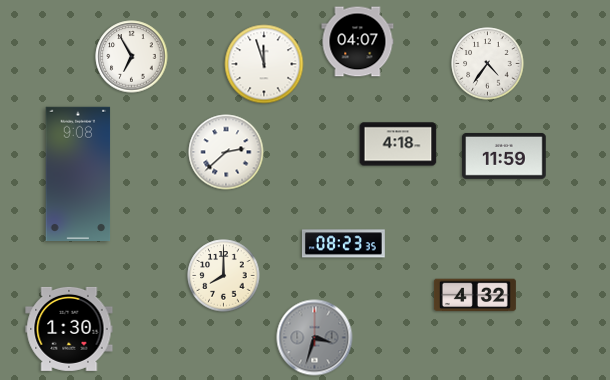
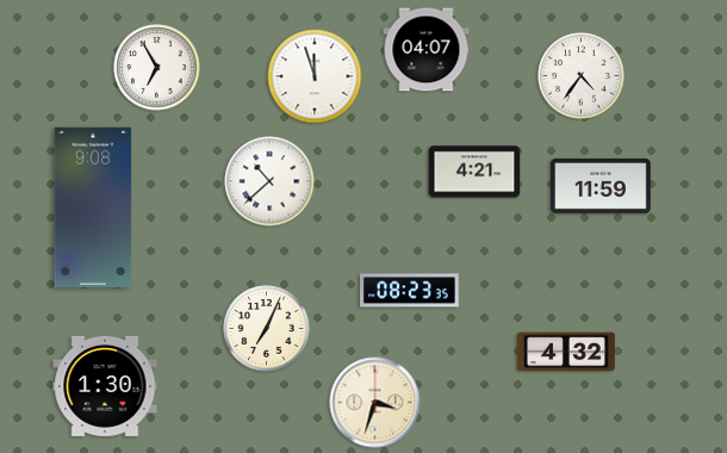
clock at (398, 144): 4:18 -> 4:21
clock at (226, 152): 2:38 -> 10:38
clock at (224, 276): 8:00 -> 7:04
clock at (69, 329) position: (69, 329) -> (105, 386)
clock at (315, 338) dial: grey -> cream
